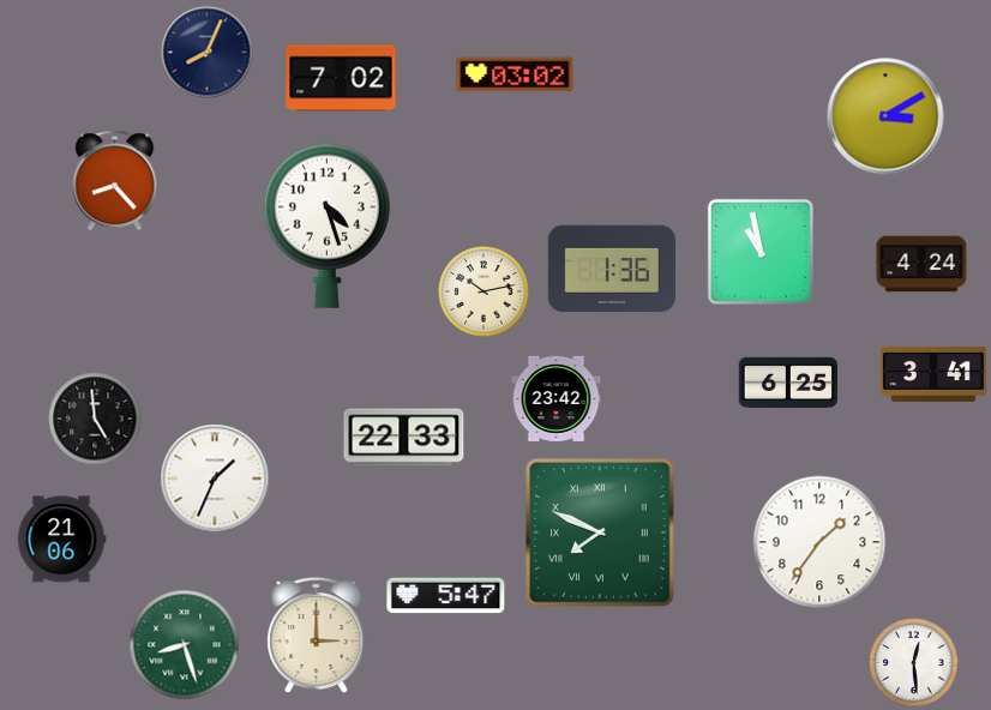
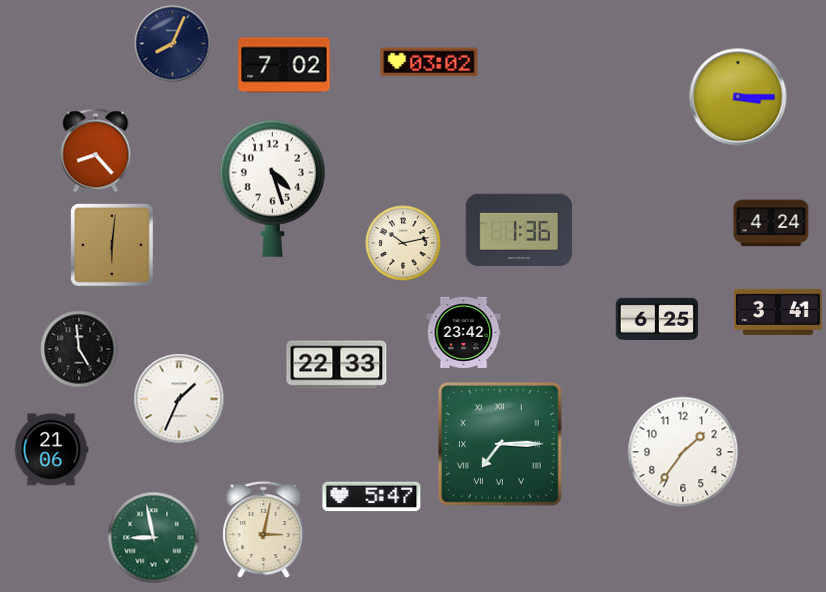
clock at (885, 116): 3:10 -> 3:15
clock at (761, 252): 10:58 -> none
clock at (921, 264) position: (921, 264) -> (771, 223)
clock at (612, 269) position: (612, 269) -> (519, 230)
clock at (112, 245): none -> 6:01
clock at (601, 534): 7:49 -> 7:15
clock at (317, 636): 3:00 -> 3:02
clock at (185, 645): 8:27 -> 8:58
clock at (914, 663): 12:29 -> none
